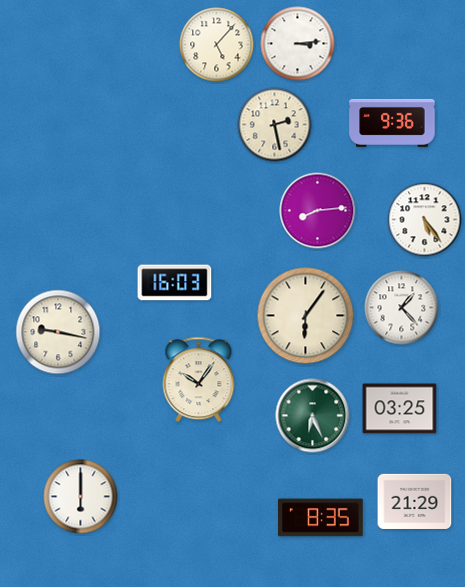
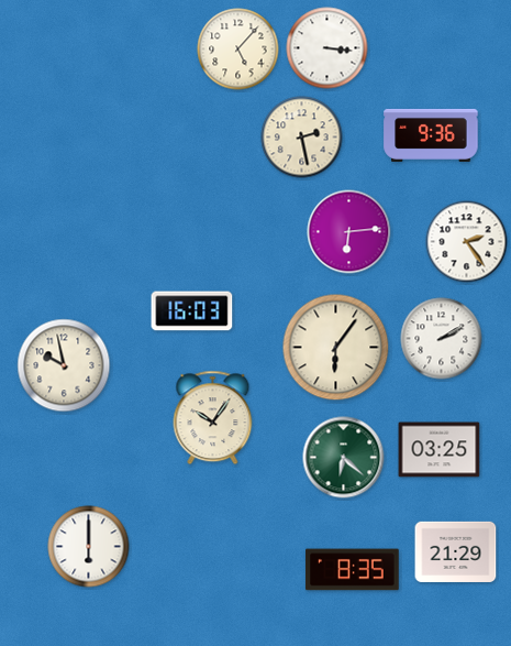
clock at (298, 44): 3:14 -> 3:16
clock at (318, 211): 8:14 -> 6:14
clock at (425, 220): 5:24 -> 2:24
clock at (402, 308): 1:23 -> 2:10
clock at (58, 332): 9:17 -> 9:58
clock at (199, 380) position: (199, 380) -> (213, 418)
clock at (313, 416): 6:26 -> 6:22
